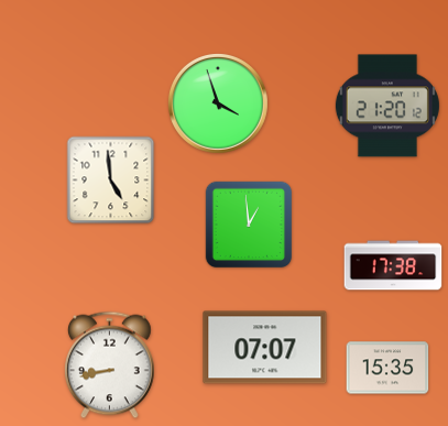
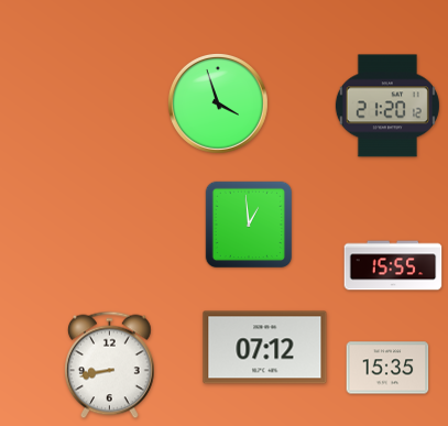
clock at (111, 181): 4:59 -> none
clock at (393, 265): 17:38 -> 15:55
clock at (265, 348): 07:07 -> 07:12
